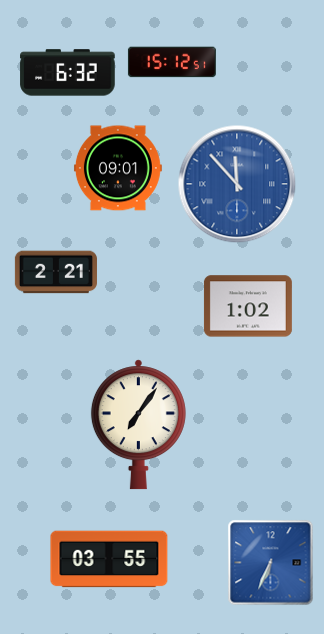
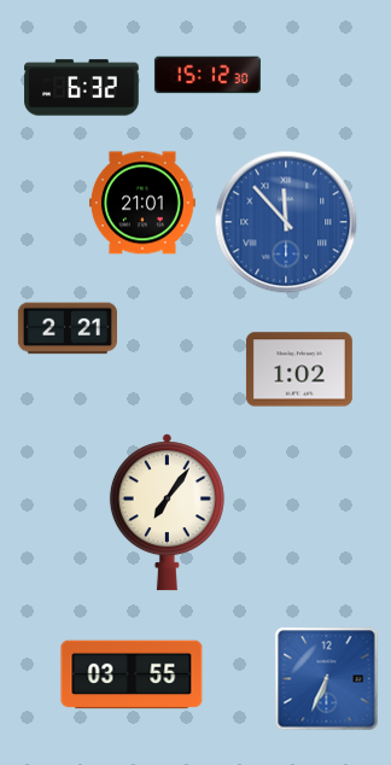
clock at (172, 62): 15:12:51 -> 15:12:30
clock at (118, 168): 09:01 -> 21:01
